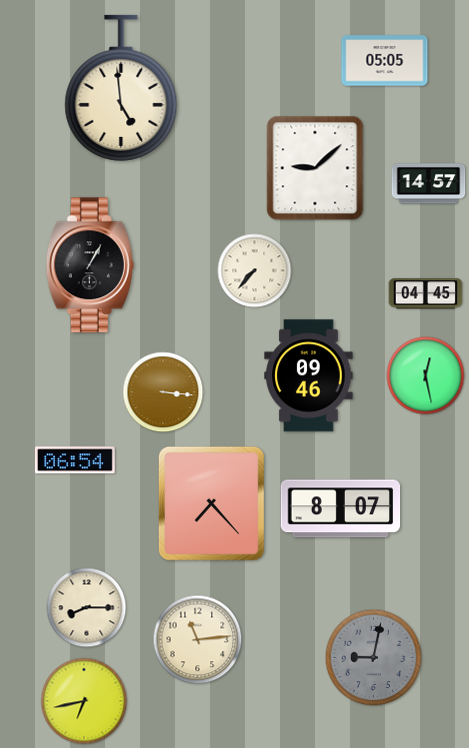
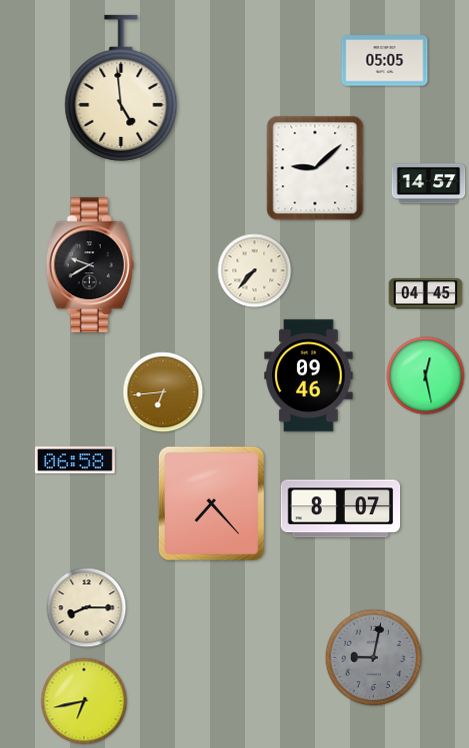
clock at (90, 265): 1:05 -> 9:40
clock at (163, 392): 3:16 -> 6:44
clock at (75, 460): 06:54 -> 06:58
clock at (198, 640): 11:14 -> none
